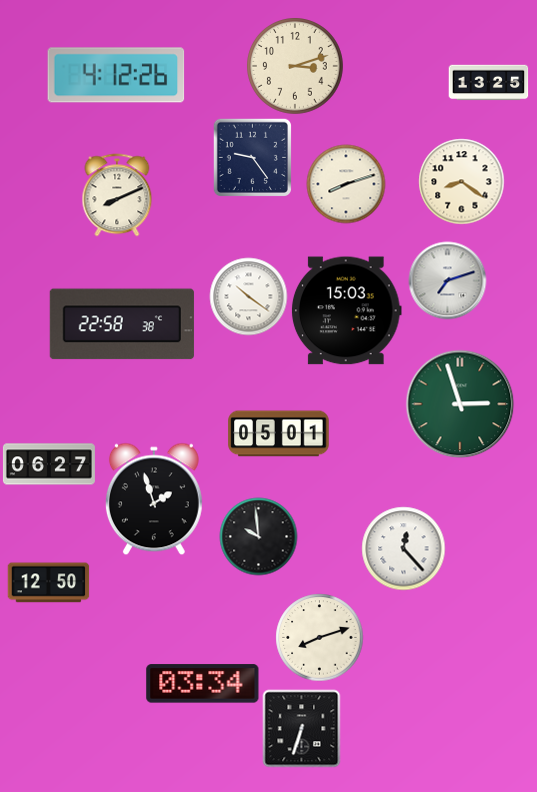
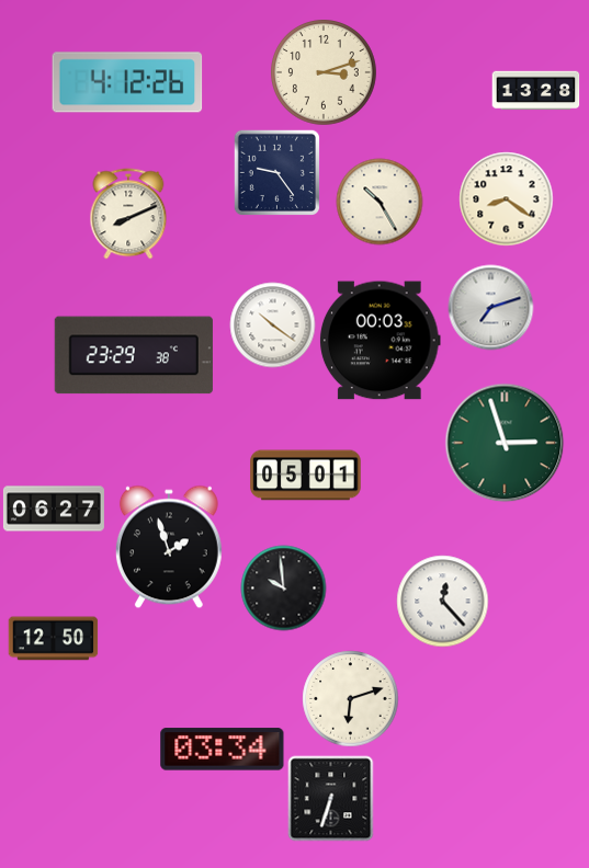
clock at (488, 83): 13:25 -> 13:28
clock at (346, 184): 8:12 -> 10:25
clock at (346, 311): 15:03 -> 00:03
clock at (122, 324): 22:58 -> 23:29
clock at (319, 637): 8:12 -> 6:12
